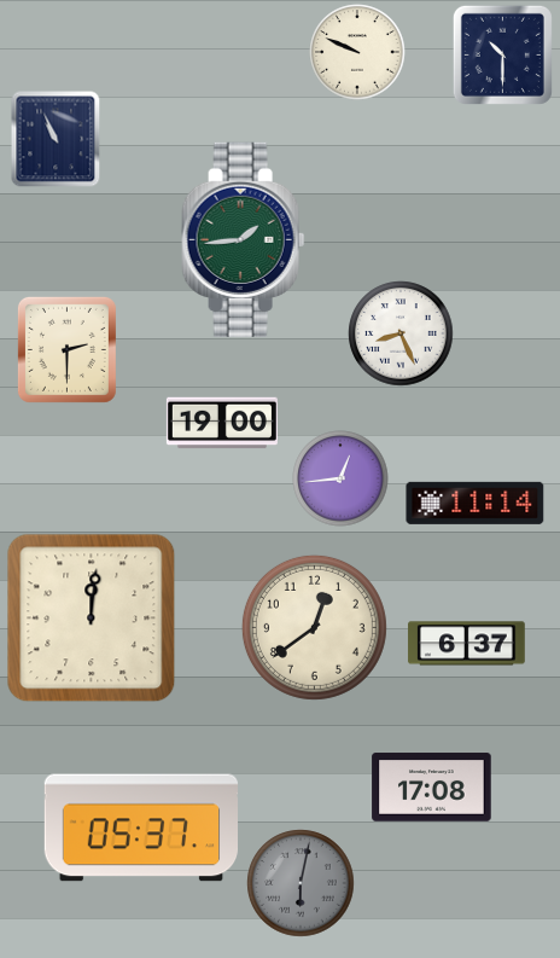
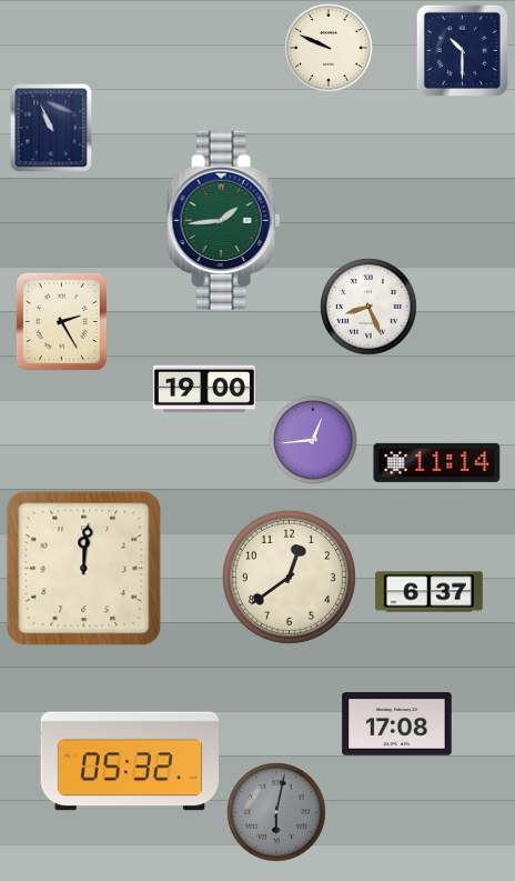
clock at (66, 349): 2:30 -> 2:25
clock at (141, 828): 05:37 -> 05:32
